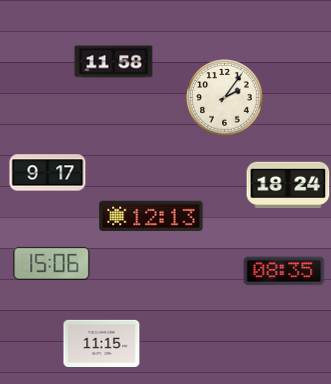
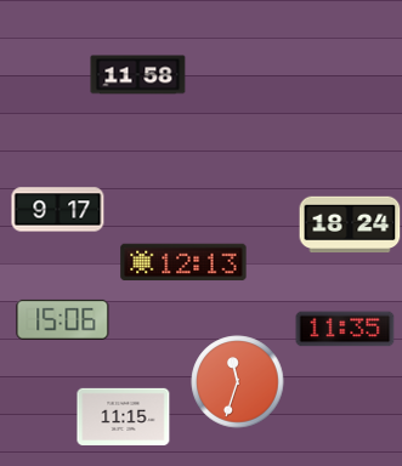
clock at (225, 98): 2:06 -> none
clock at (284, 271): 08:35 -> 11:35
clock at (238, 382): none -> 11:33
